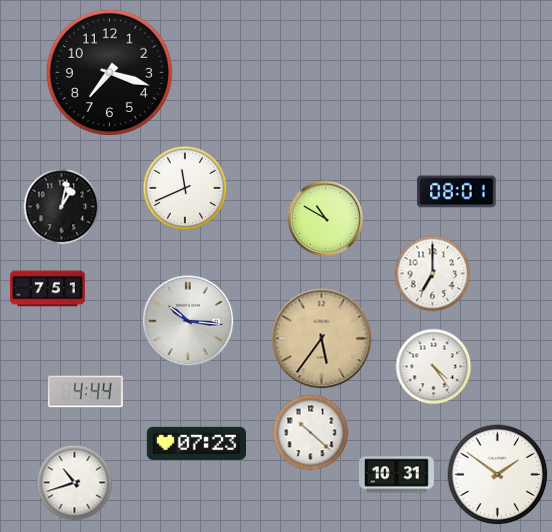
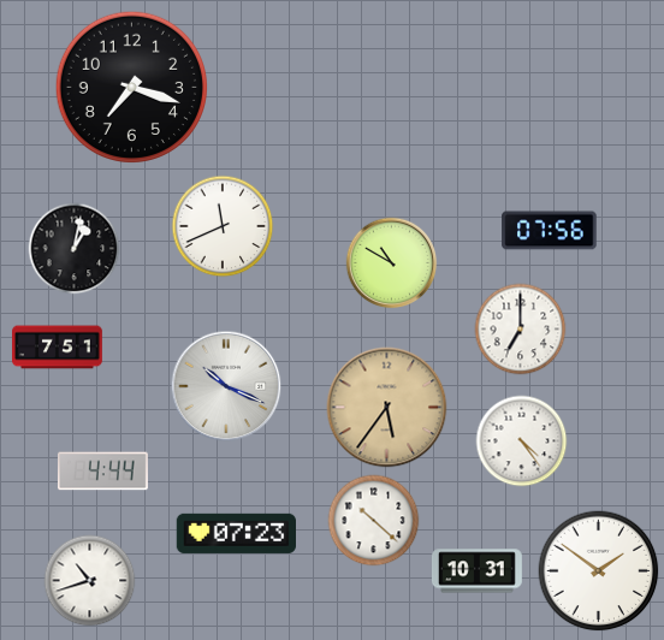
clock at (457, 192): 08:01 -> 07:56
clock at (188, 321): 10:16 -> 10:19
